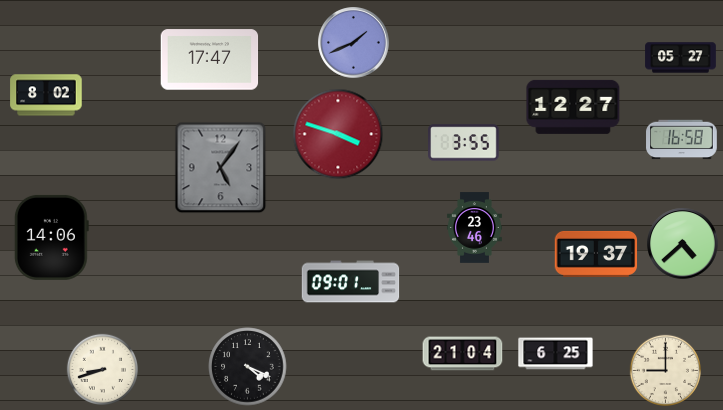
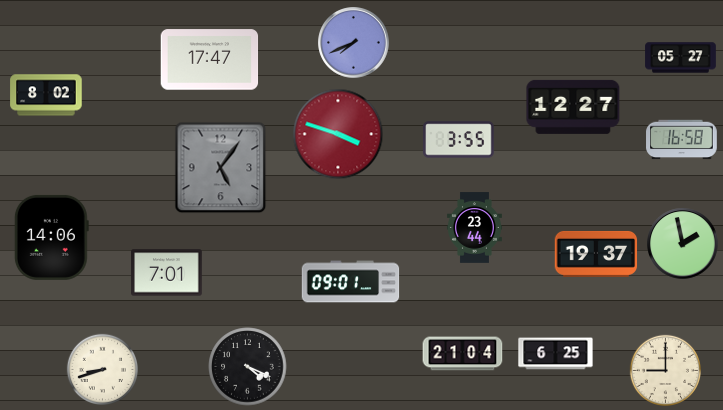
clock at (354, 43): 1:41 -> 7:41
clock at (464, 143) position: (464, 143) -> (459, 140)
clock at (474, 228): 23:46 -> 23:44
clock at (683, 244): 4:38 -> 1:58
clock at (167, 273): none -> 7:01
